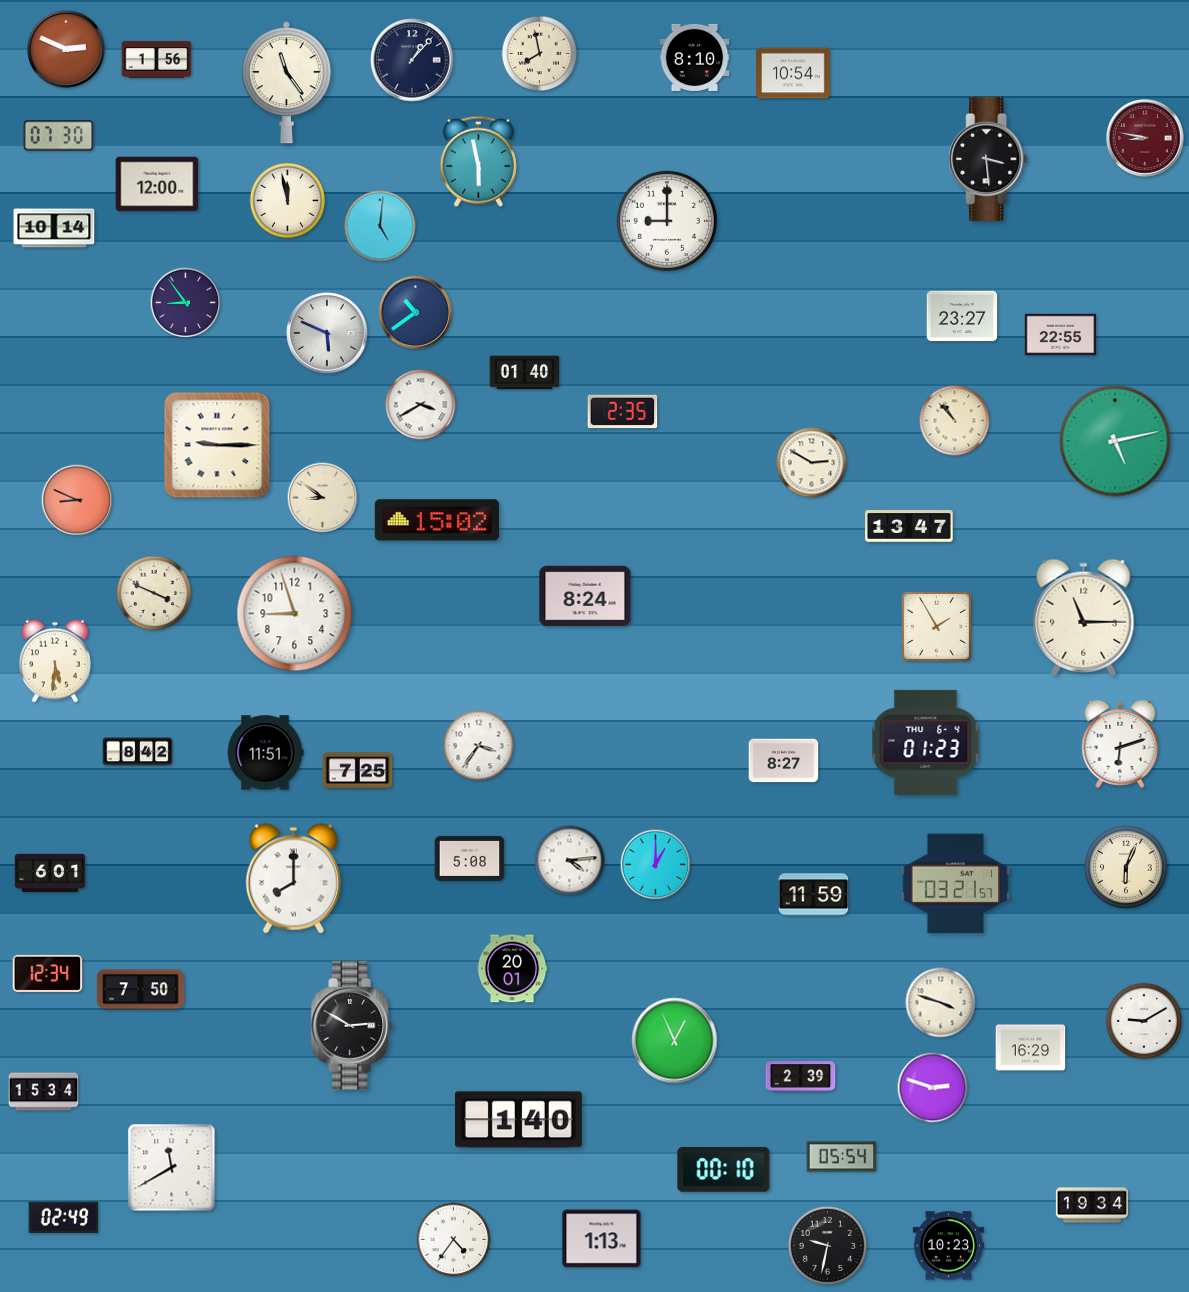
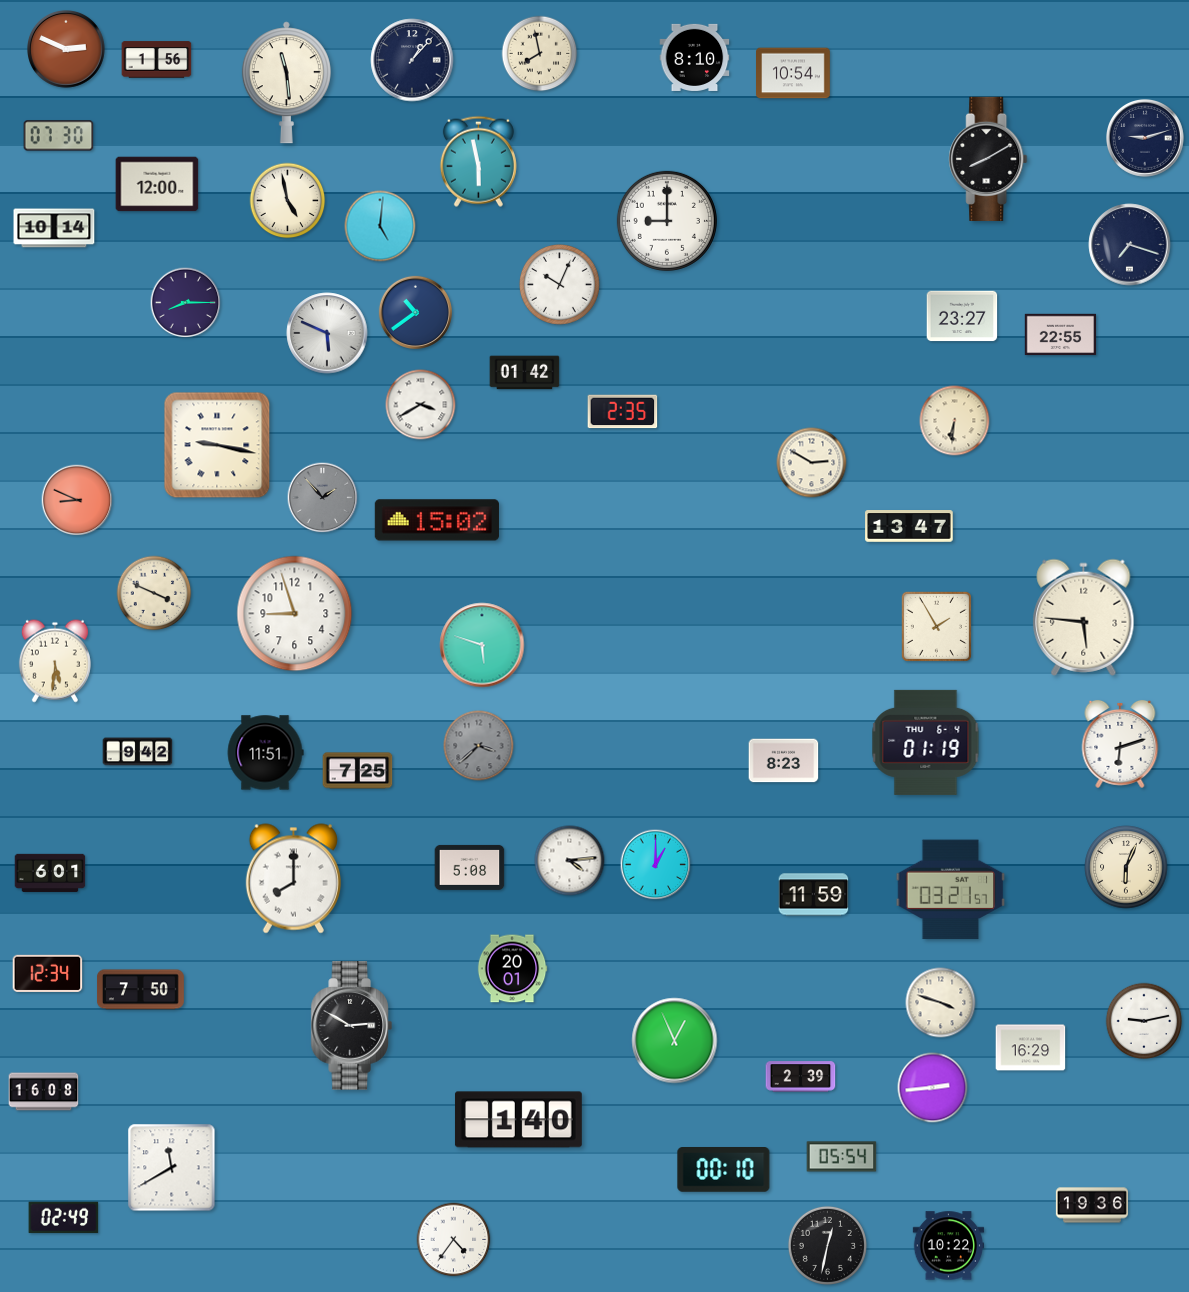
clock at (286, 83): 11:24 -> 11:29
clock at (1146, 139): 8:47 -> 9:12
clock at (1146, 139) dial: burgundy -> navy
clock at (988, 159): 3:29 -> 8:10
clock at (288, 201): 11:58 -> 4:58
clock at (1130, 245): none -> 7:18
clock at (559, 284): none -> 10:04
clock at (186, 303): 8:54 -> 8:15
clock at (525, 373): 01:40 -> 01:42
clock at (955, 421): 10:53 -> 6:31
clock at (1115, 441): 5:13 -> none
clock at (217, 445): 9:15 -> 9:17
clock at (323, 498): 8:51 -> 1:53
clock at (323, 498) dial: cream -> grey
clock at (585, 596): 8:24 -> none
clock at (1084, 617): 11:15 -> 5:46
clock at (482, 645): none -> 5:48
clock at (926, 742): 01:23 -> 01:19
clock at (479, 746): 3:36 -> 3:38
clock at (479, 746) dial: white -> grey
clock at (138, 752): 8:42 -> 9:42
clock at (784, 761): 8:27 -> 8:23
clock at (470, 858) position: (470, 858) -> (470, 867)
clock at (956, 884) position: (956, 884) -> (951, 890)
clock at (1144, 1021): 9:10 -> 9:13
clock at (933, 1088): 2:48 -> 2:44
clock at (44, 1092): 15:34 -> 16:08
clock at (1092, 1205): 19:34 -> 19:36
clock at (602, 1239): 1:13 -> none
clock at (827, 1245): 9:32 -> 12:32
clock at (949, 1246): 10:23 -> 10:22
